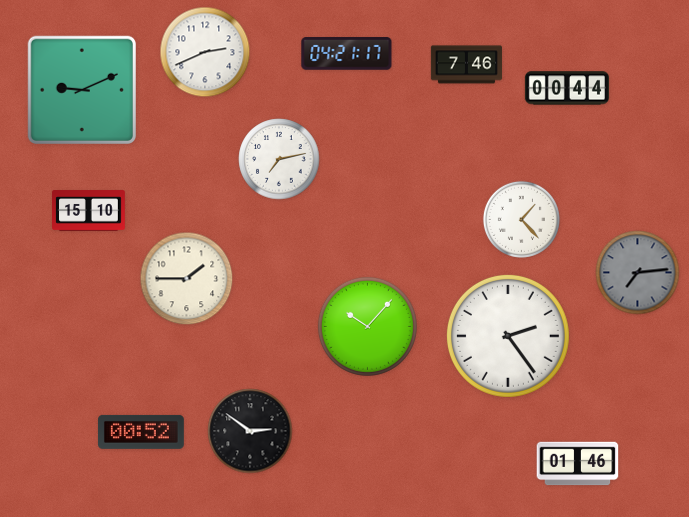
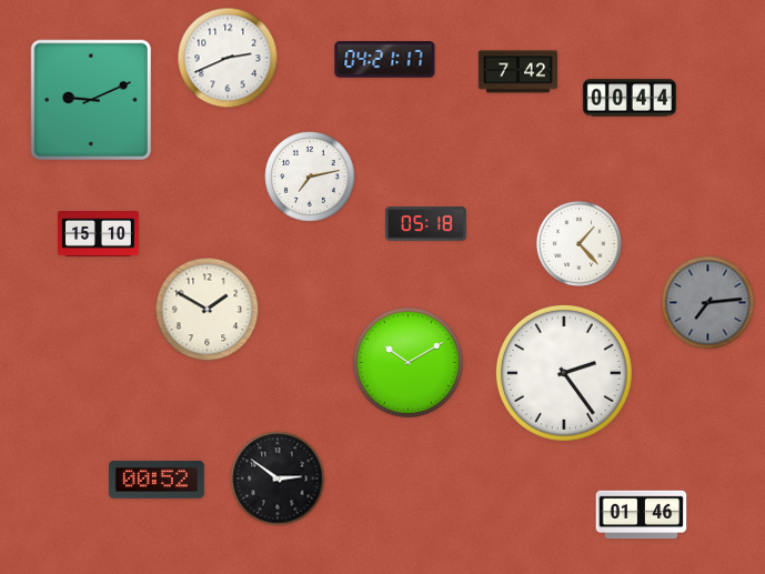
clock at (466, 65): 7:46 -> 7:42
clock at (426, 224): none -> 05:18
clock at (187, 279): 1:45 -> 1:50
clock at (367, 326): 10:07 -> 10:10
